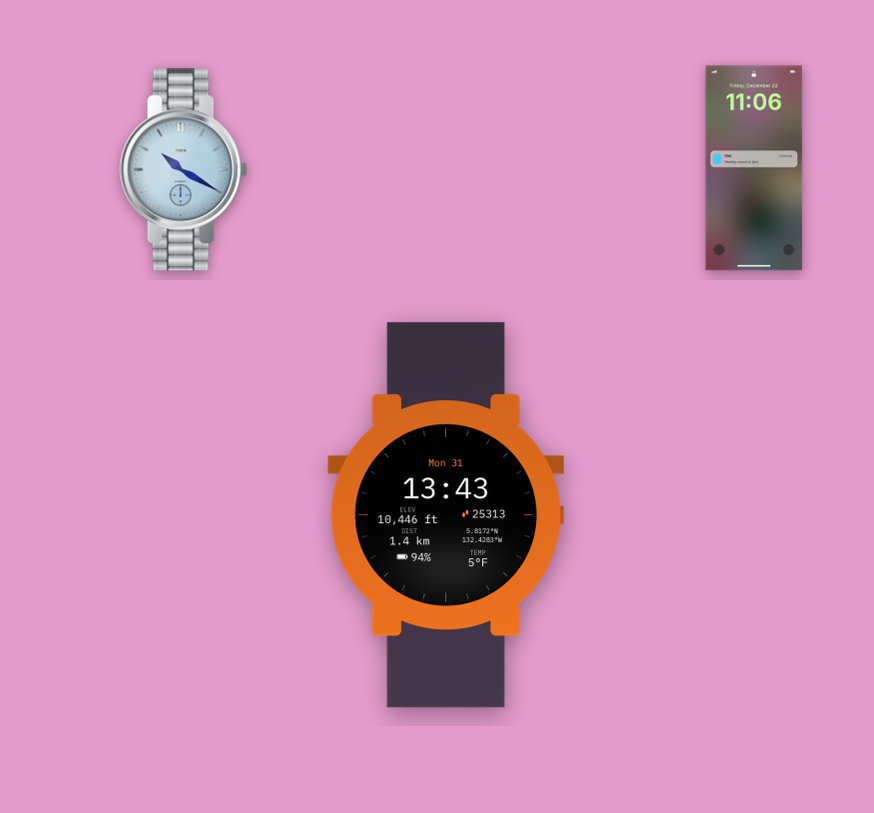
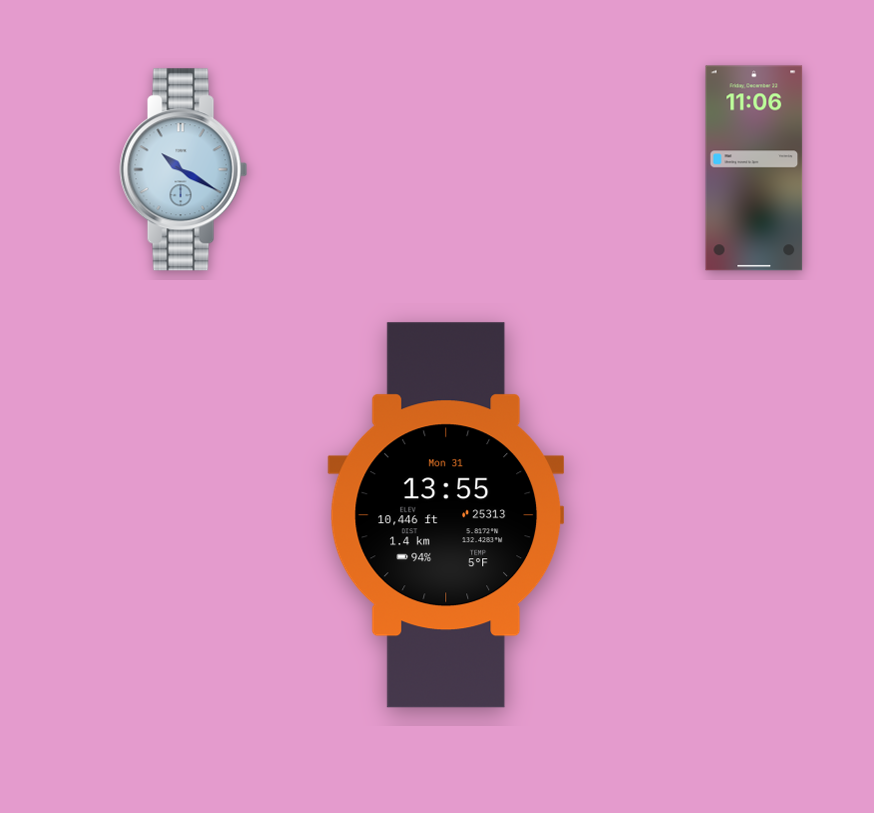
clock at (445, 515): 13:43 -> 13:55
